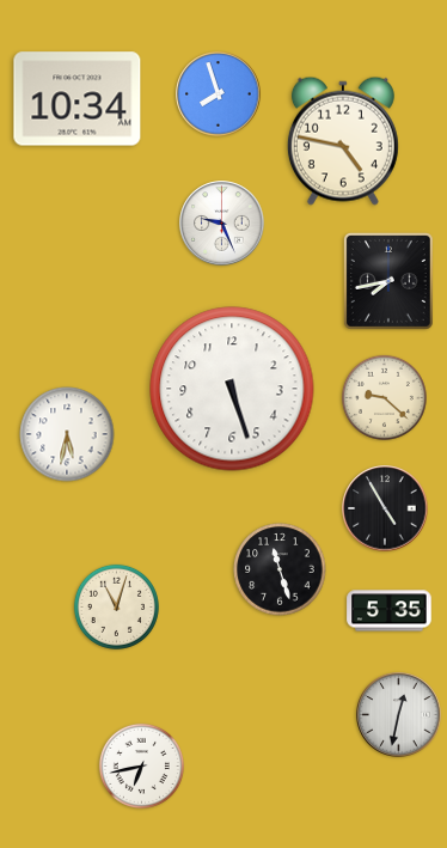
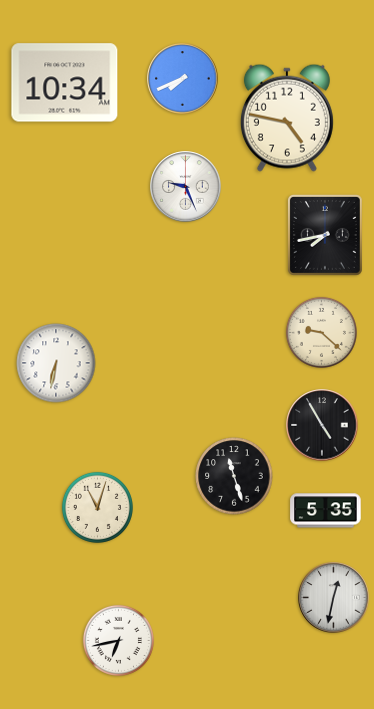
clock at (219, 94): 7:57 -> 7:41
clock at (232, 389): 5:27 -> none
clock at (67, 434): 5:32 -> 6:32
